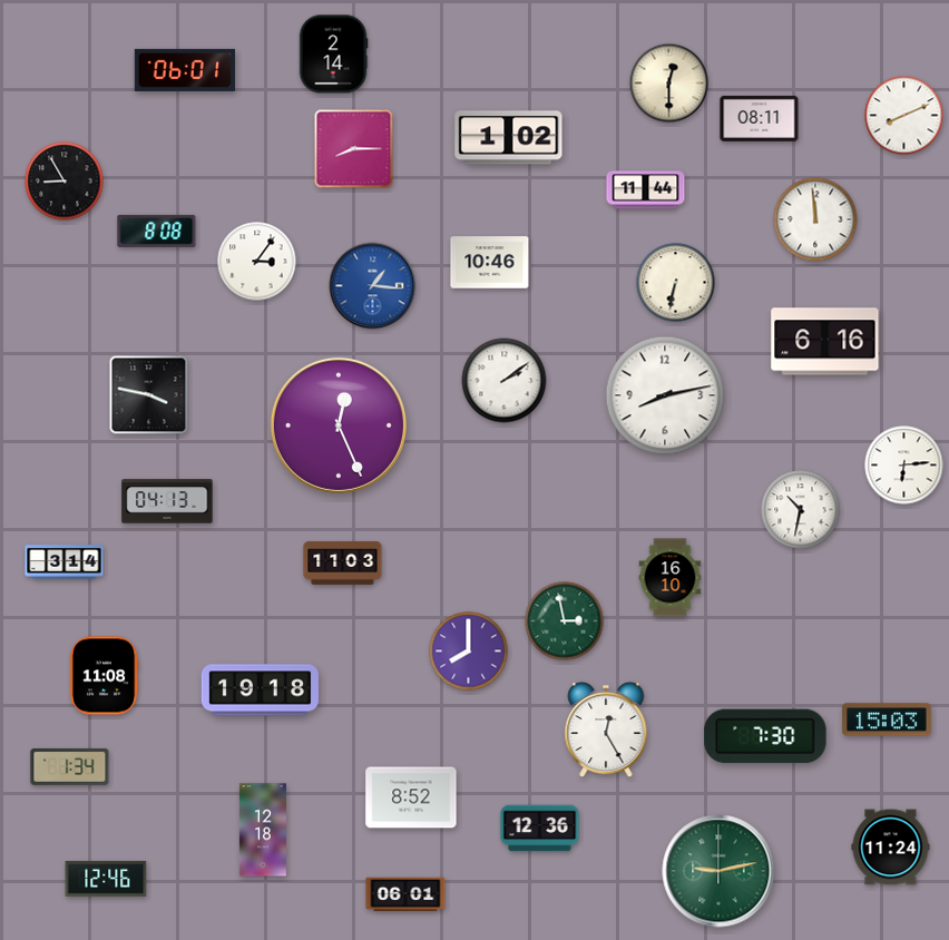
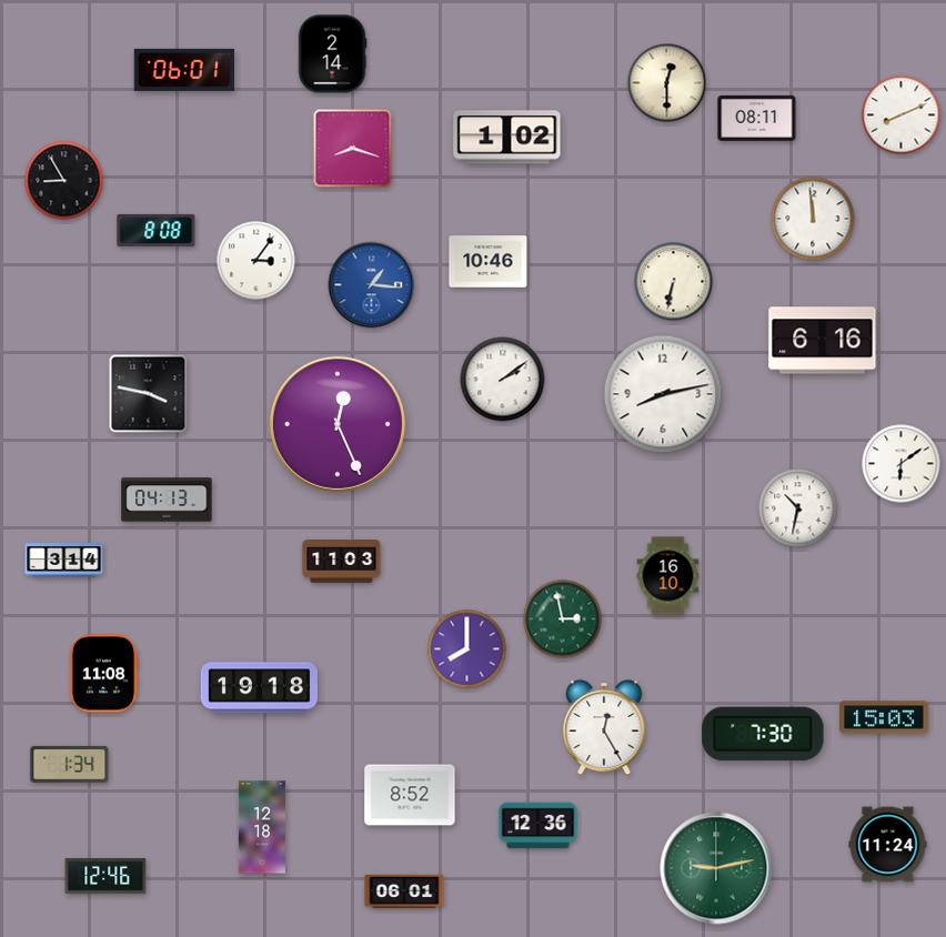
clock at (354, 149): 8:15 -> 8:18
clock at (646, 190): 11:44 -> none
clock at (904, 466): 6:14 -> 6:09
